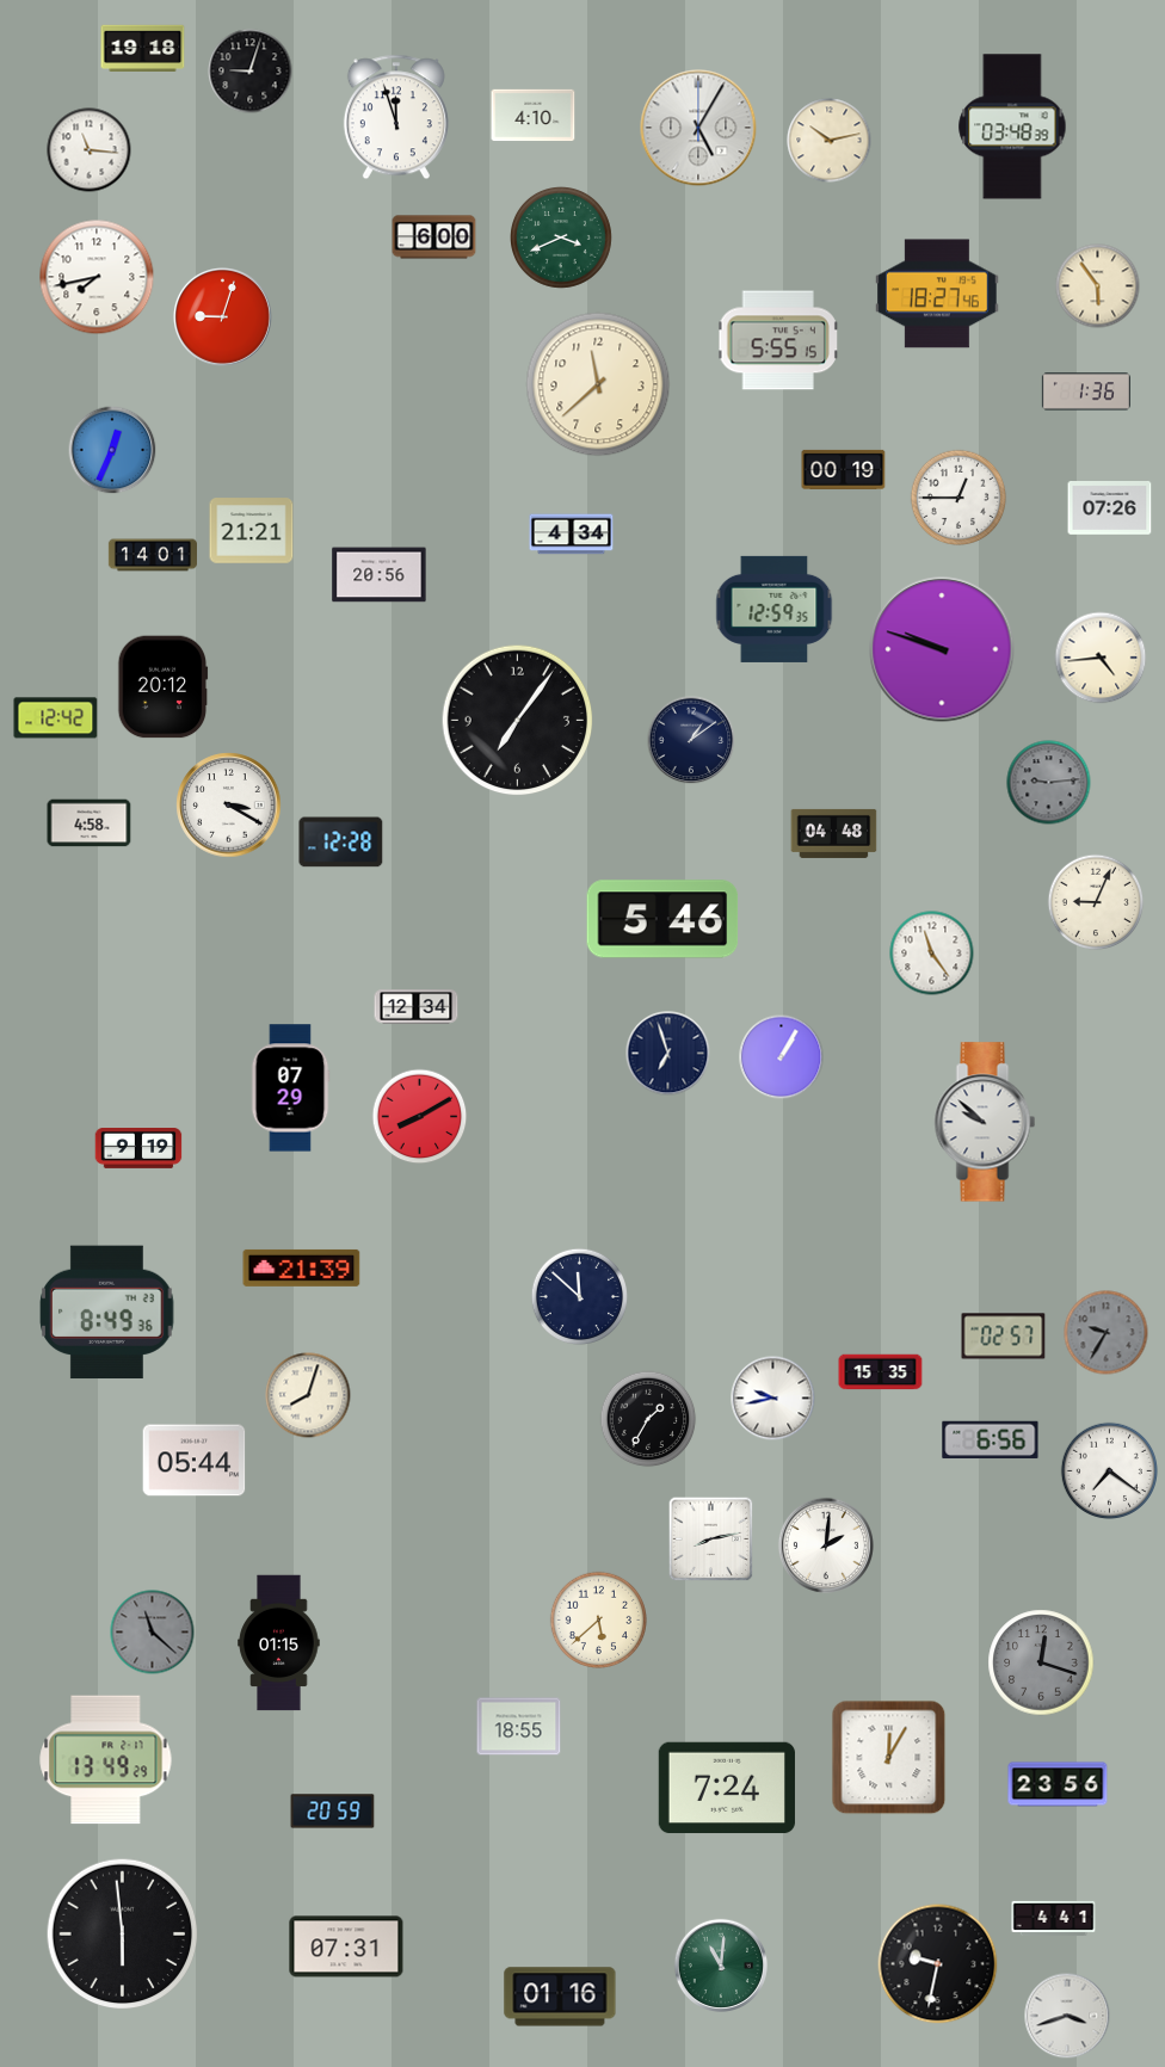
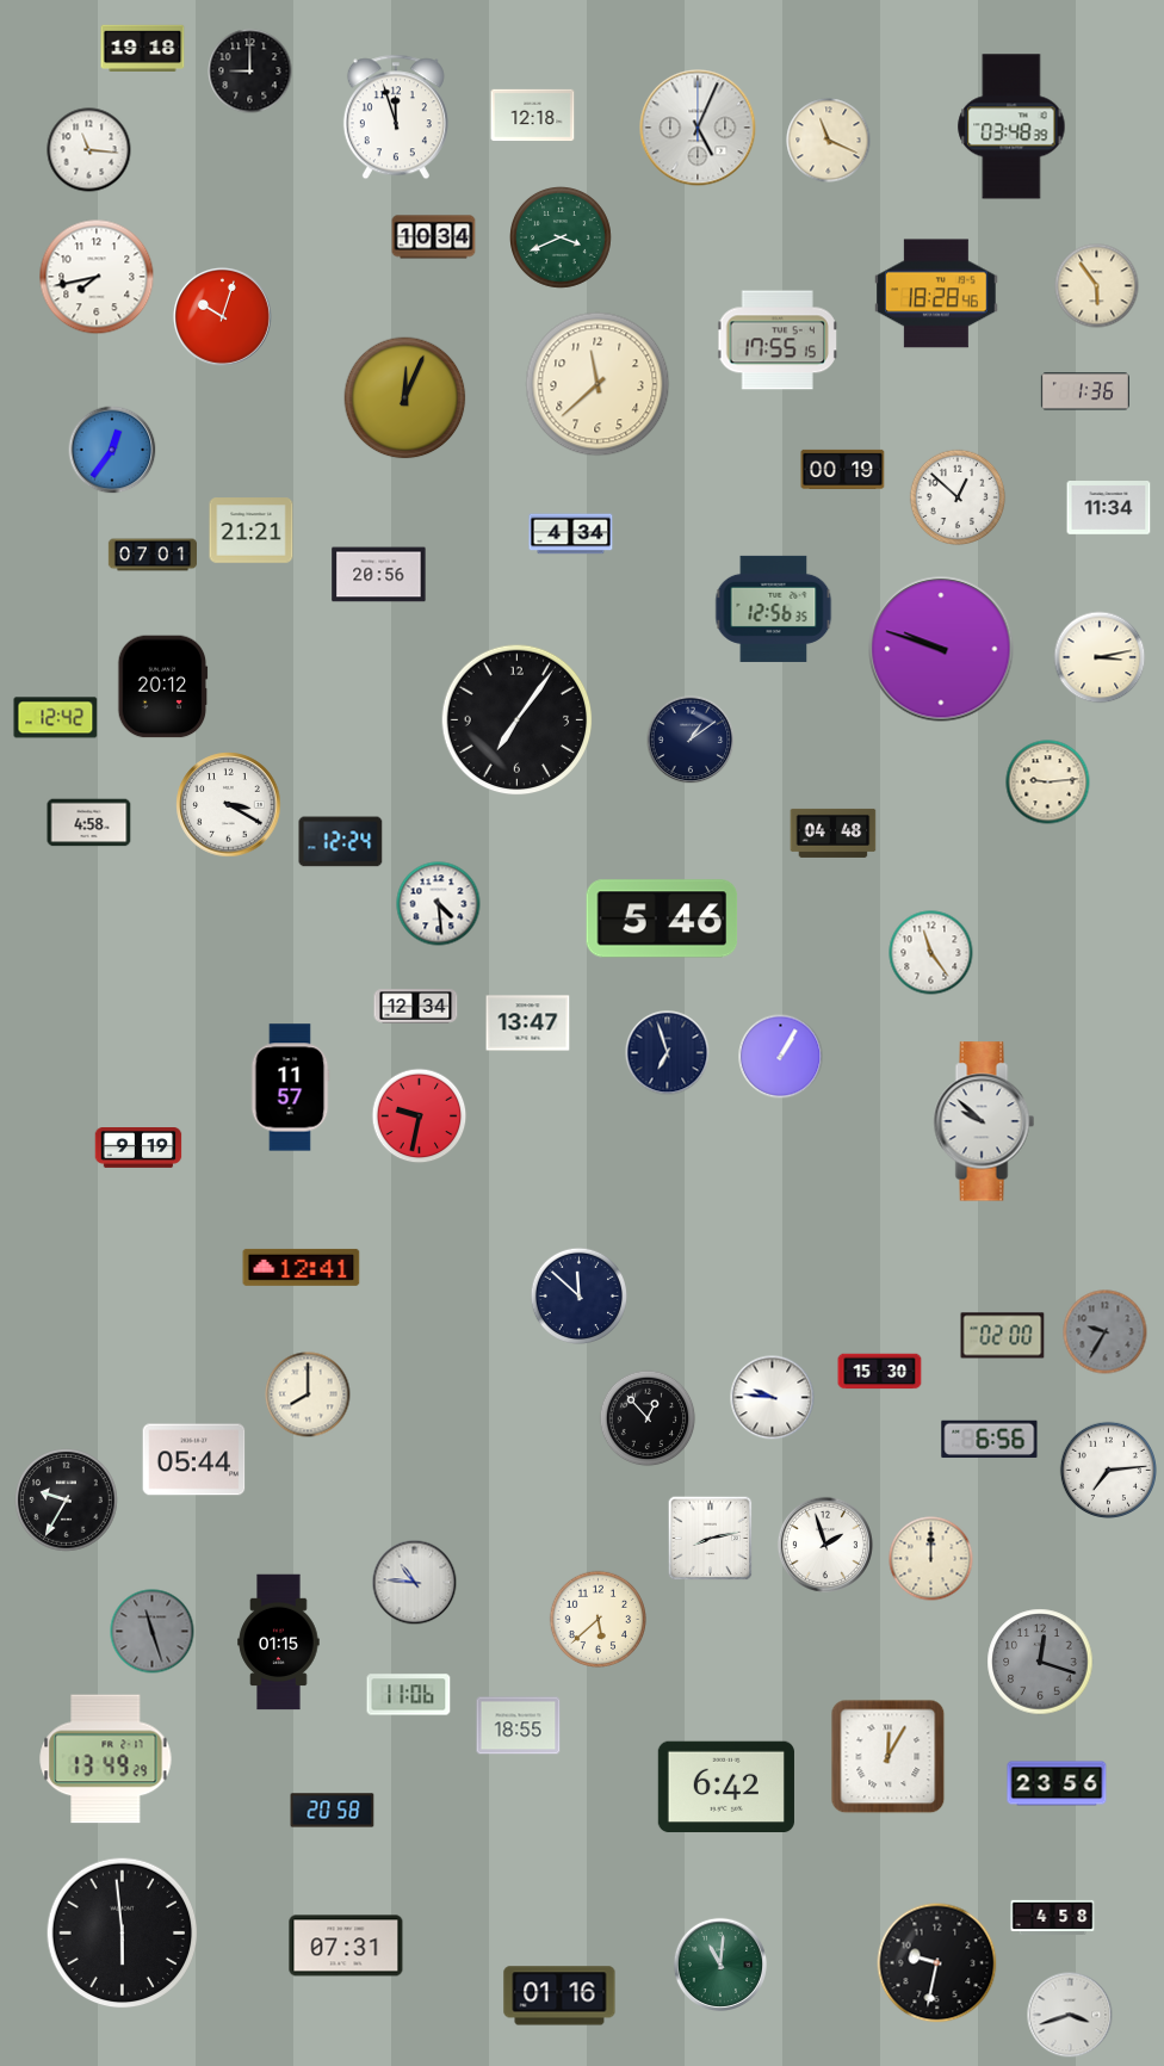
clock at (251, 72): 9:03 -> 9:00
clock at (534, 116): 4:10 -> 12:18
clock at (698, 128): 5:05 -> 5:04
clock at (830, 141): 10:13 -> 11:19
clock at (434, 237): 6:00 -> 10:34
clock at (938, 294): 18:27 -> 18:28
clock at (222, 316): 9:03 -> 10:03
clock at (778, 340): 5:55 -> 17:55
clock at (405, 398): none -> 12:04
clock at (112, 450): 12:34 -> 12:36
clock at (958, 498): 12:45 -> 12:52
clock at (1110, 508): 07:26 -> 11:34
clock at (152, 555): 14:01 -> 07:01
clock at (775, 609): 12:59 -> 12:56
clock at (1101, 658): 4:44 -> 3:13
clock at (1049, 783) dial: grey -> cream
clock at (341, 843): 12:28 -> 12:24
clock at (1096, 902): 9:04 -> none
clock at (439, 904): none -> 4:29
clock at (528, 1023): none -> 13:47
clock at (290, 1088): 07:29 -> 11:57
clock at (420, 1117): 8:10 -> 9:32
clock at (302, 1267): 21:39 -> 12:41
clock at (107, 1313): 8:49 -> none
clock at (1004, 1337): 02:57 -> 02:00
clock at (881, 1372): 15:35 -> 15:30
clock at (308, 1395): 8:03 -> 8:00
clock at (773, 1399): 9:43 -> 9:46
clock at (648, 1419): 1:35 -> 12:53
clock at (1110, 1471): 7:21 -> 7:14
clock at (67, 1501): none -> 9:35
clock at (826, 1545): 2:01 -> 1:57
clock at (931, 1559): none -> 12:00
clock at (415, 1583): none -> 10:46
clock at (153, 1633): 11:22 -> 11:27
clock at (409, 1695): none -> 11:06
clock at (727, 1788): 7:24 -> 6:42
clock at (333, 1812): 20:59 -> 20:58
clock at (1054, 1918): 4:41 -> 4:58
clock at (1067, 2016) position: (1067, 2016) -> (1070, 2015)
